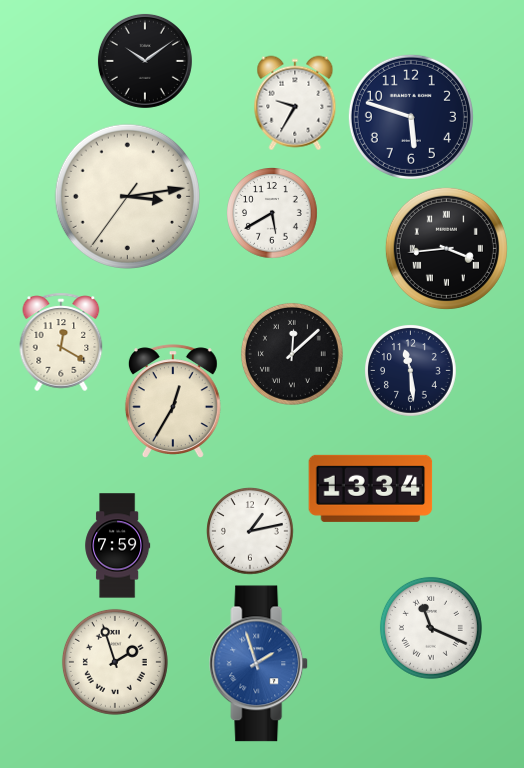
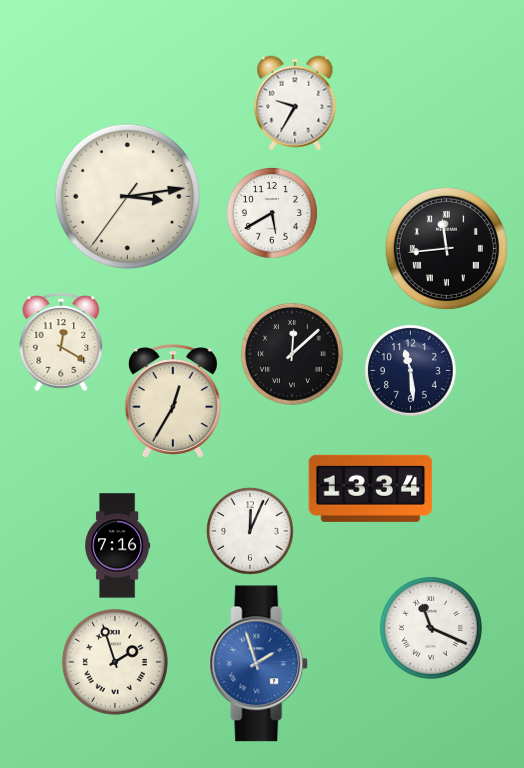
clock at (145, 61): 10:09 -> none
clock at (411, 117): 5:48 -> none
clock at (446, 248): 3:44 -> 11:44
clock at (250, 531): 1:13 -> 12:04
clock at (118, 546): 7:59 -> 7:16
